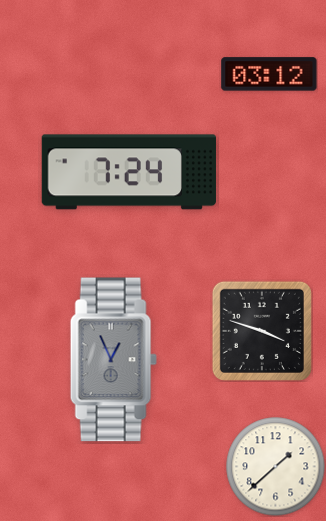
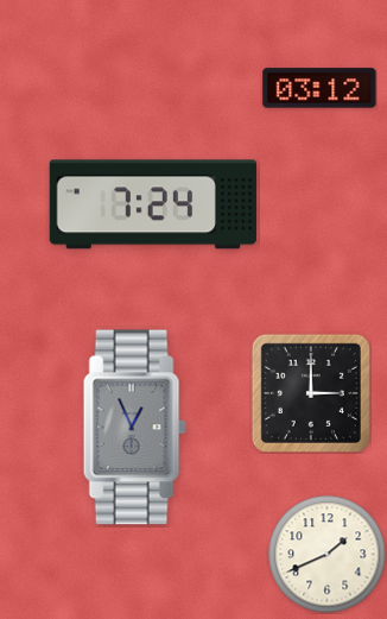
clock at (262, 331): 3:48 -> 3:00
clock at (276, 467): 1:38 -> 1:41
